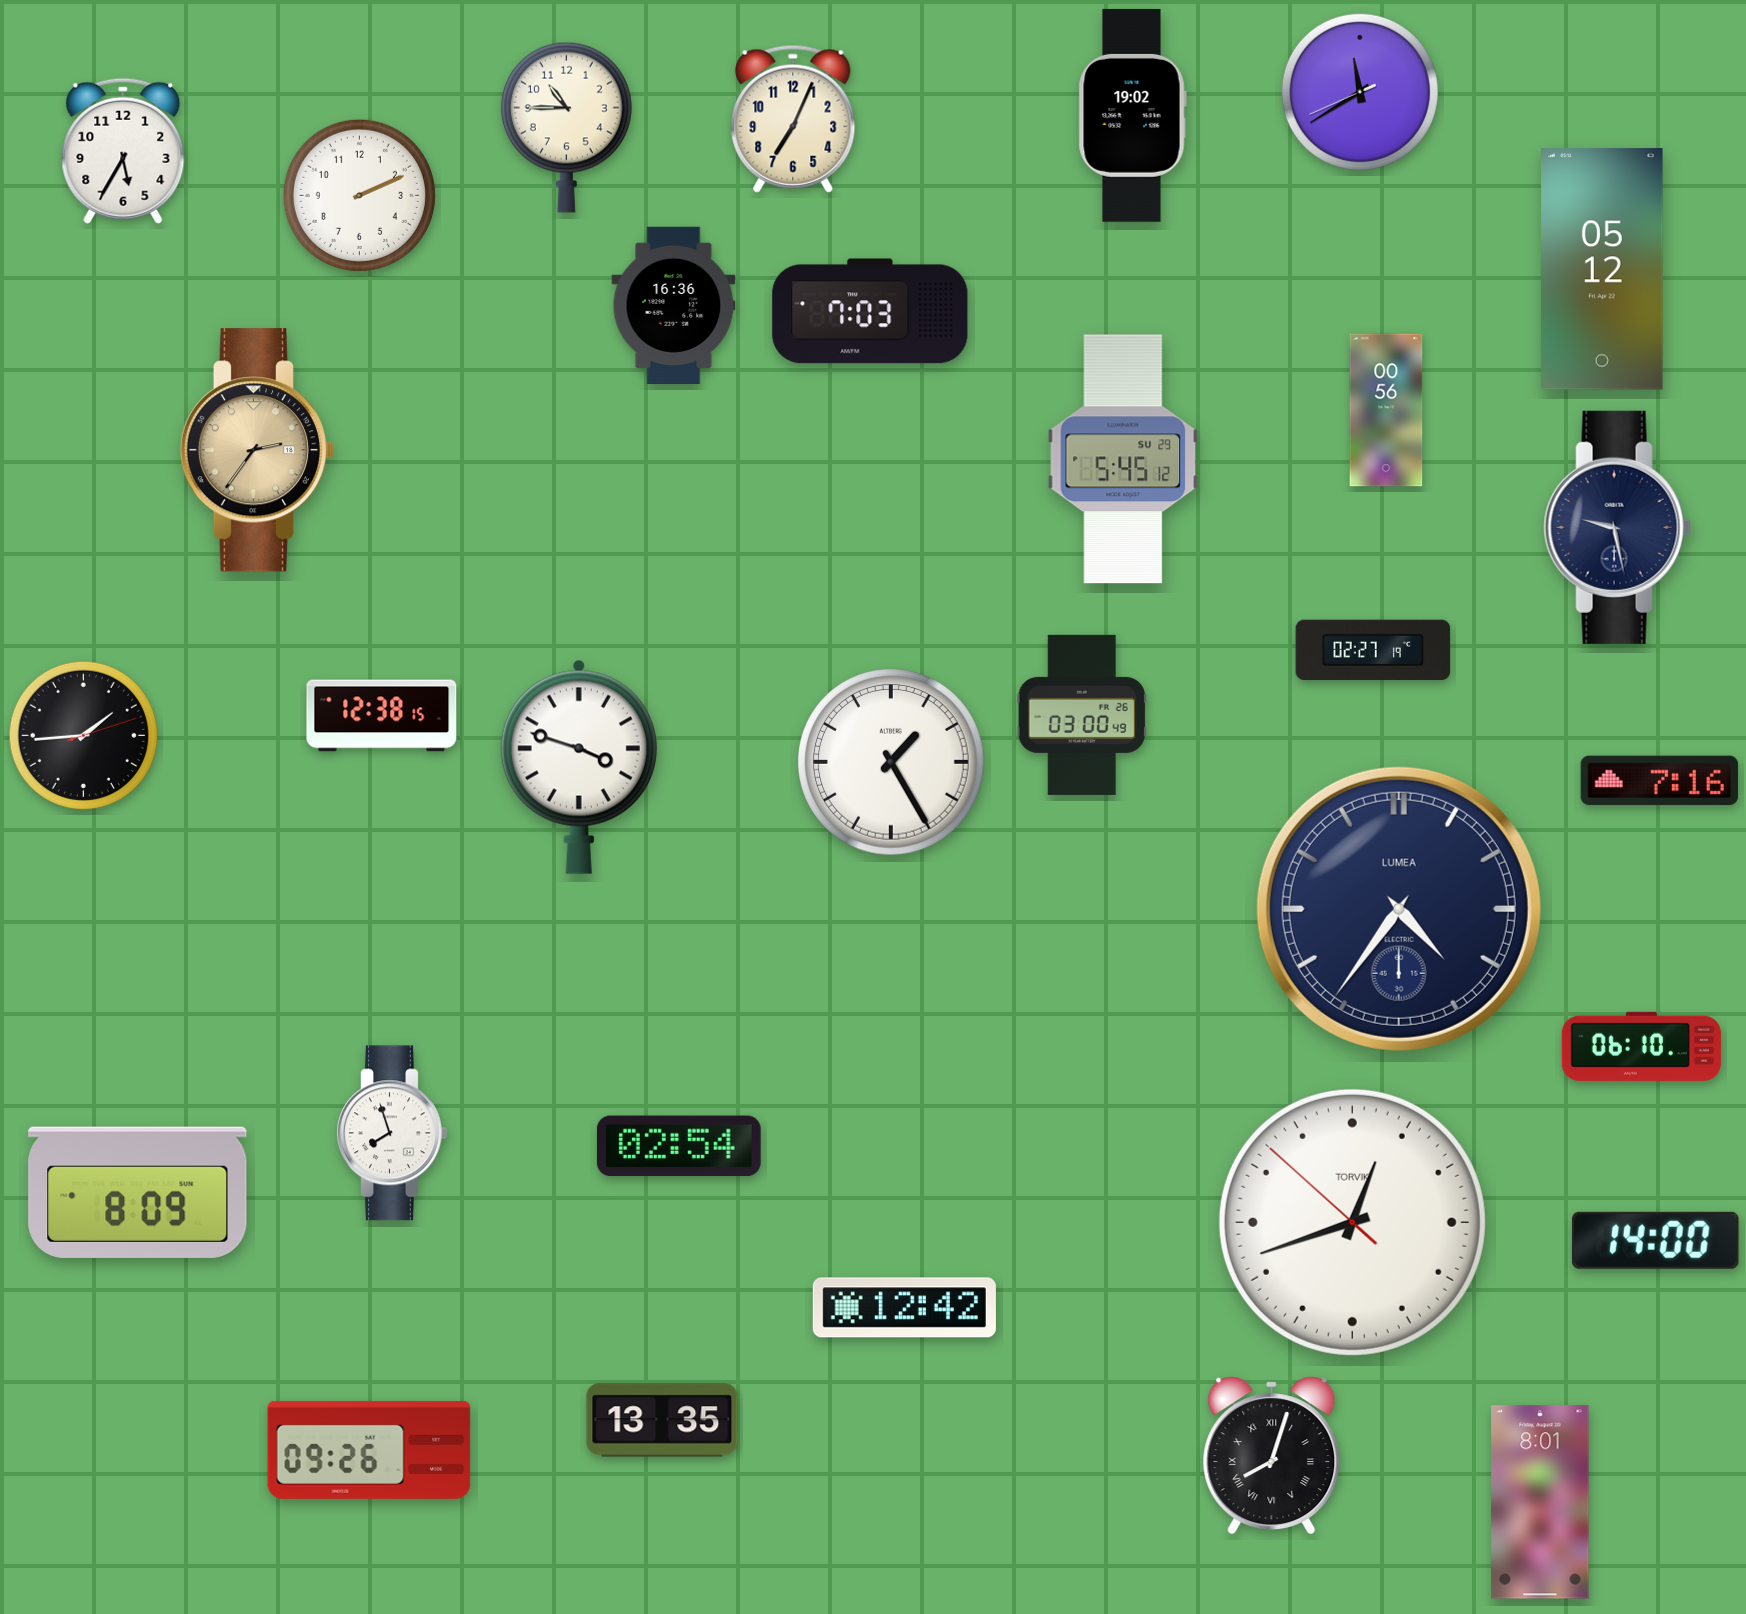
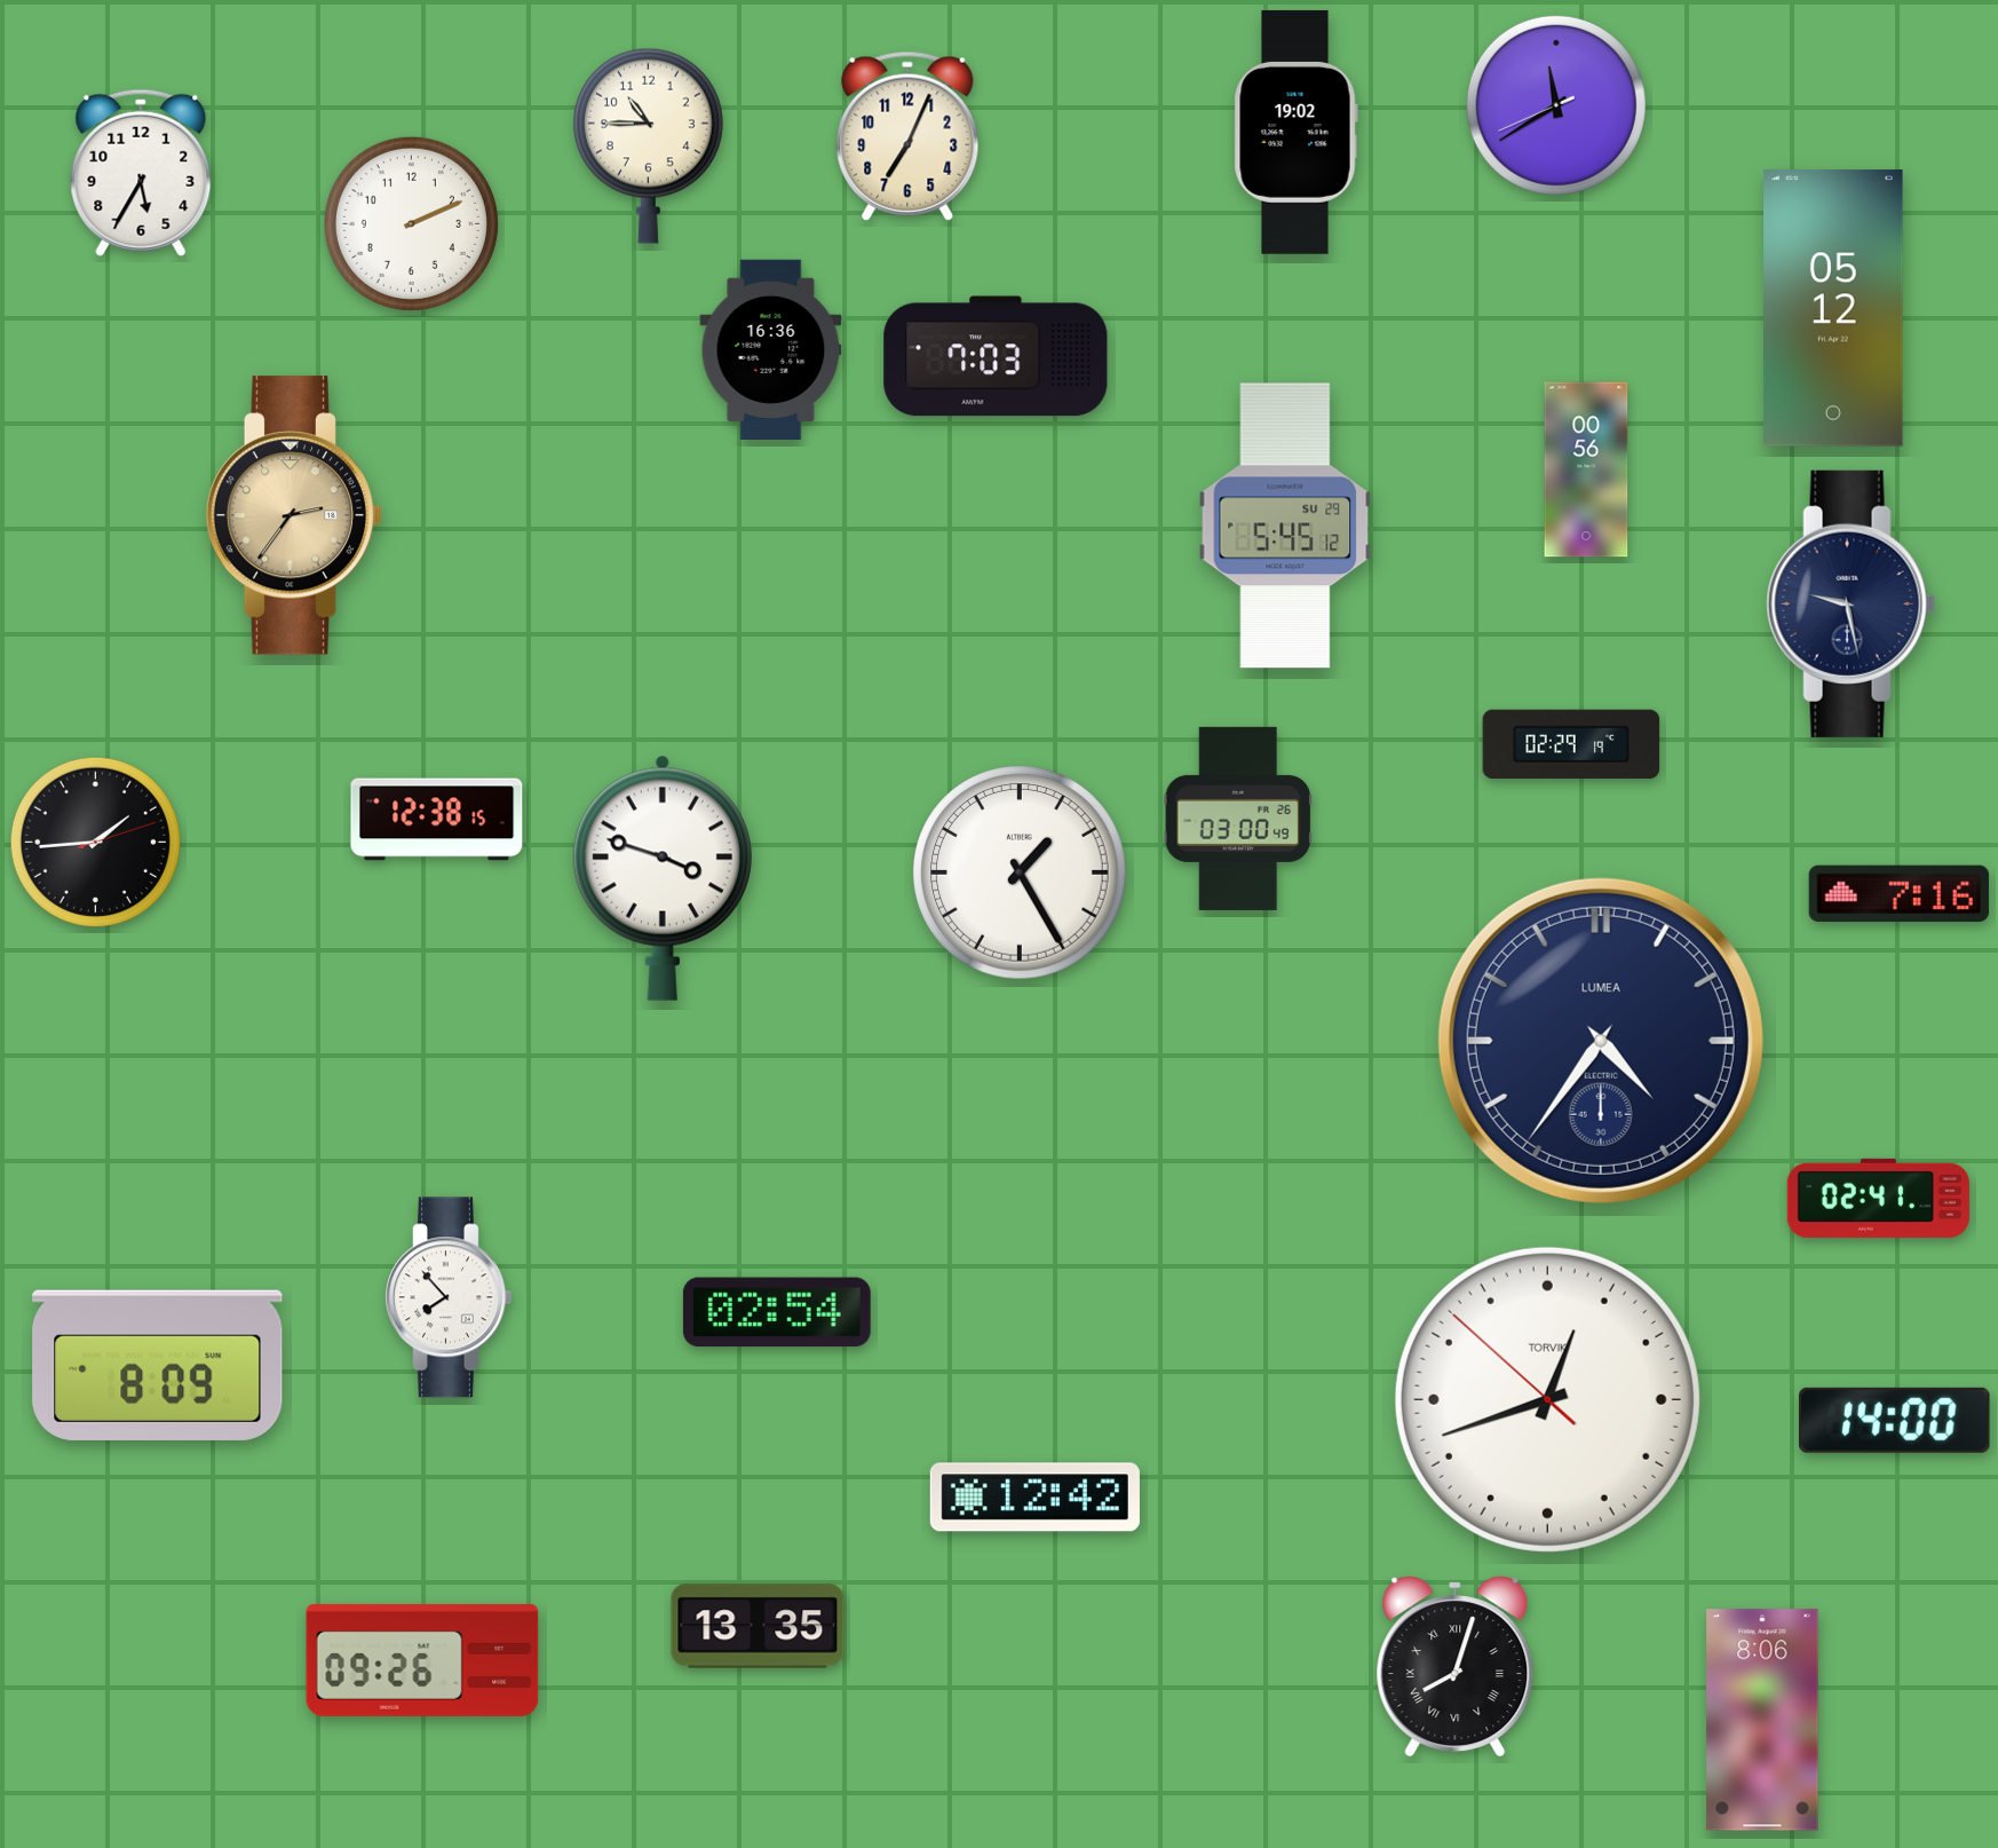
clock at (1373, 650): 02:27 -> 02:29
clock at (1641, 1046): 06:10 -> 02:41
clock at (392, 1133): 7:57 -> 7:53
clock at (1540, 1502): 8:01 -> 8:06
